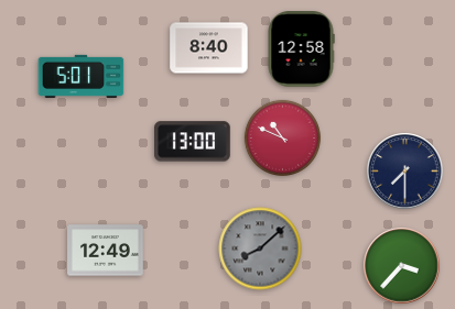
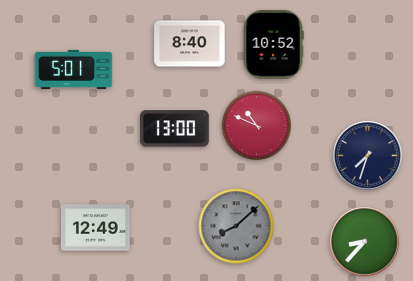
clock at (301, 49): 12:58 -> 10:52
clock at (405, 172): 7:30 -> 7:33
clock at (402, 266): 3:37 -> 8:37
